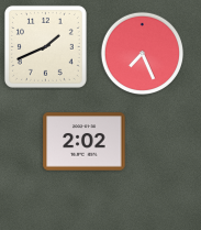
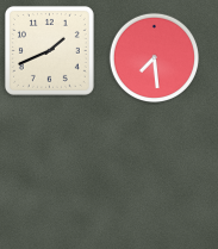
clock at (143, 54): 7:26 -> 7:29
clock at (85, 142): 2:02 -> none
